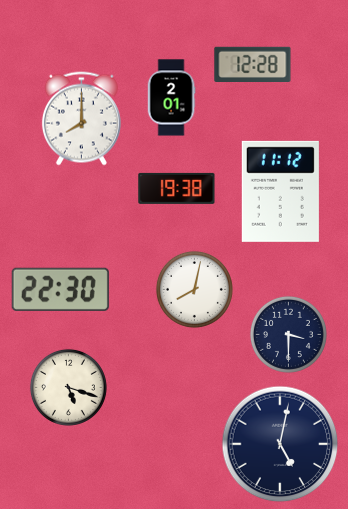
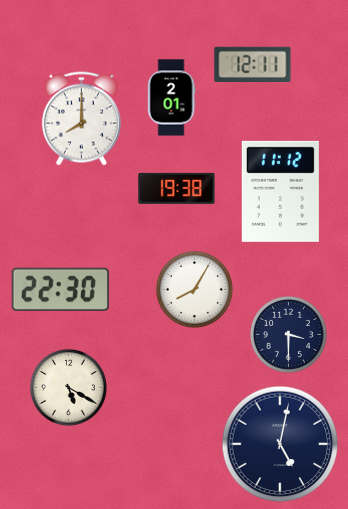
clock at (253, 64): 12:28 -> 12:11
clock at (194, 289): 8:02 -> 8:05
clock at (68, 387): 5:18 -> 5:20
